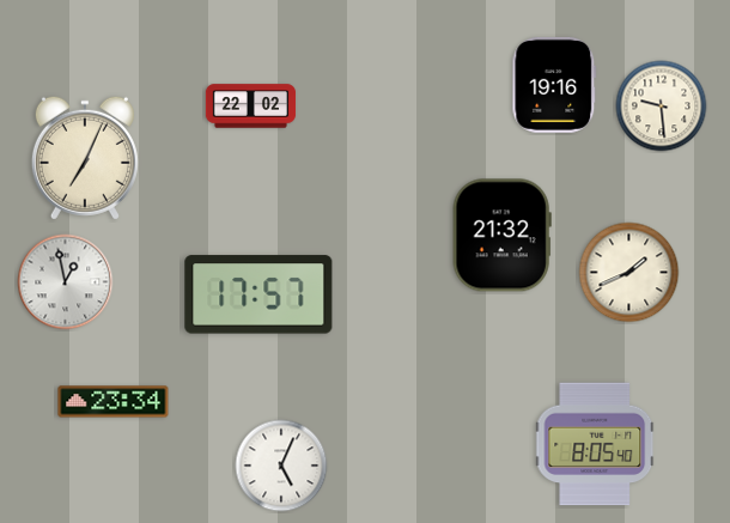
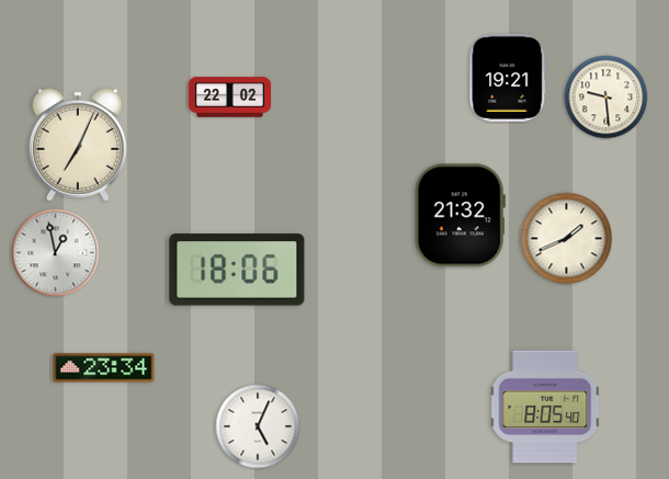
clock at (554, 85): 19:16 -> 19:21
clock at (629, 273) position: (629, 273) -> (567, 239)
clock at (66, 282) position: (66, 282) -> (56, 253)
clock at (258, 294): 17:57 -> 18:06
